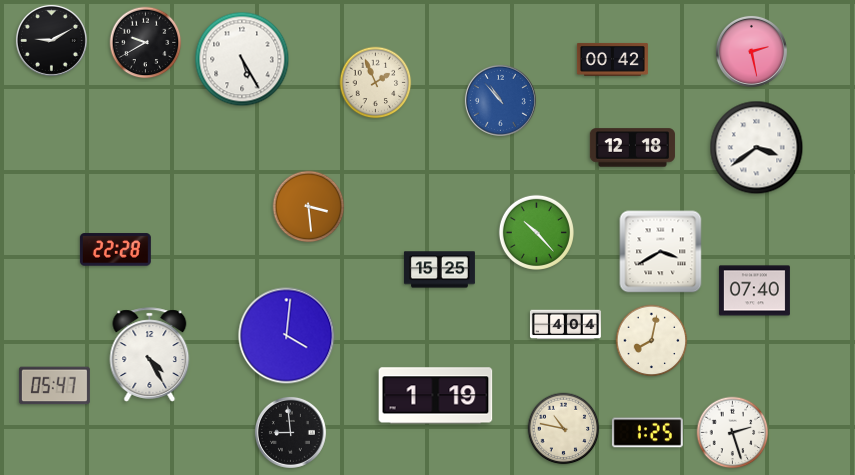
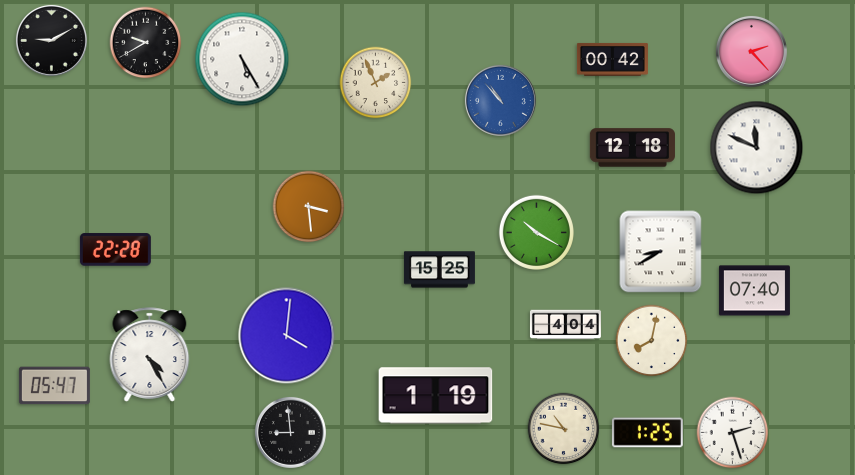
clock at (751, 51): 2:28 -> 2:23
clock at (757, 148): 3:39 -> 11:49
clock at (536, 232): 10:23 -> 10:20
clock at (661, 252): 3:40 -> 8:40
